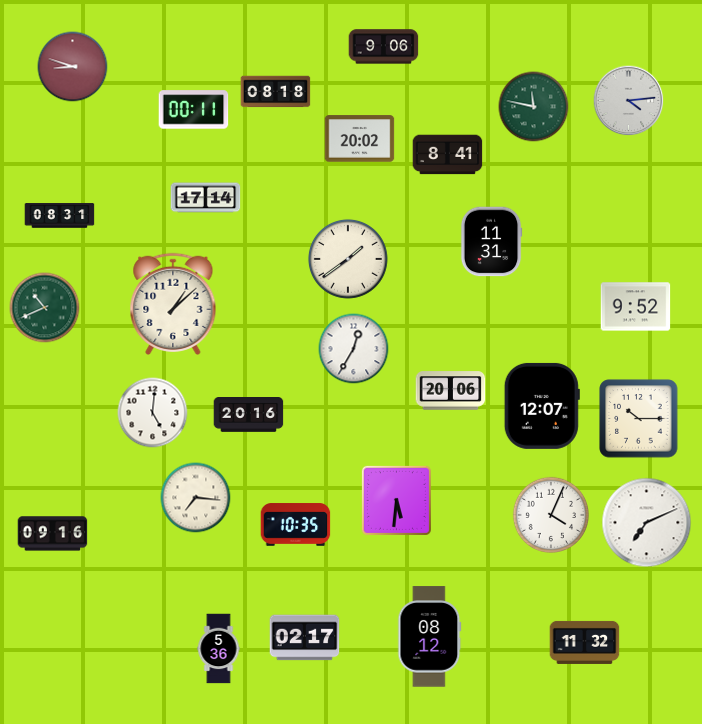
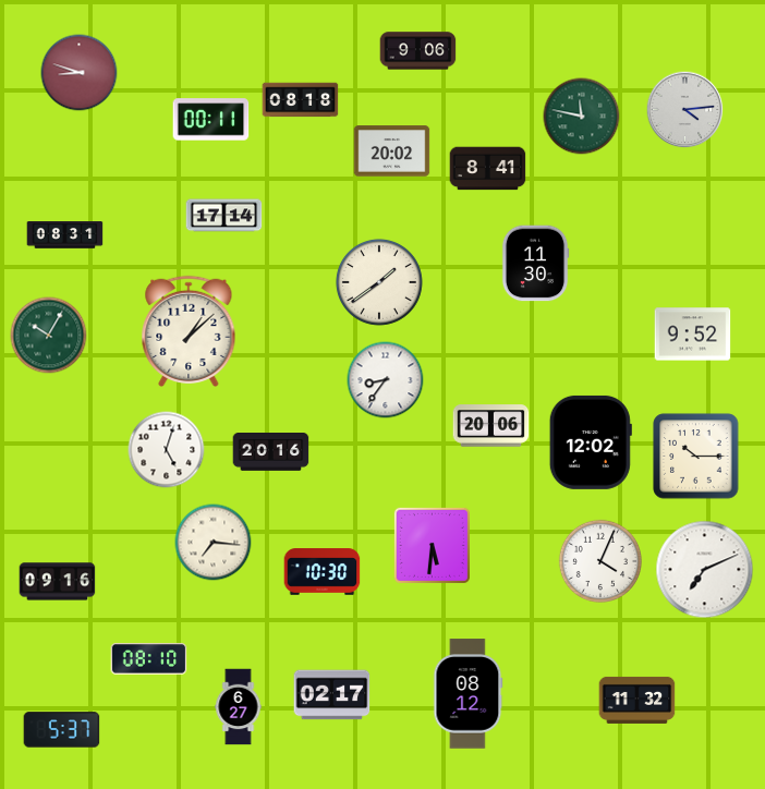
clock at (491, 242): 11:31 -> 11:30
clock at (45, 308): 10:41 -> 10:05
clock at (354, 349): 12:35 -> 8:36
clock at (542, 406): 12:07 -> 12:02
clock at (153, 413): 5:01 -> 5:03
clock at (296, 525): 10:35 -> 10:30
clock at (149, 659): none -> 08:10
clock at (219, 649): 5:36 -> 6:27
clock at (62, 730): none -> 5:37
